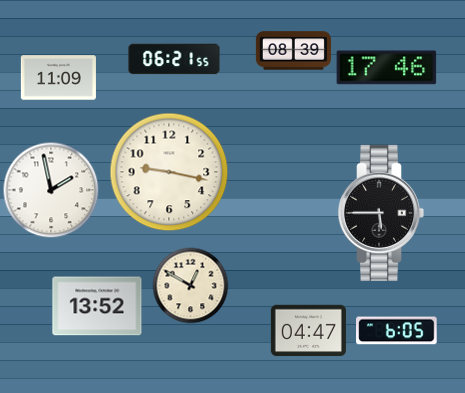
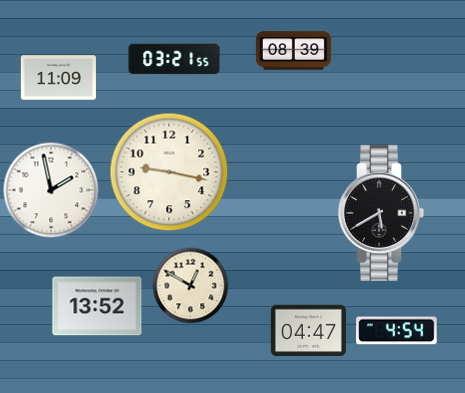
clock at (174, 59): 06:21 -> 03:21
clock at (387, 68): 17:46 -> none
clock at (382, 213): 5:45 -> 5:40
clock at (397, 331): 6:05 -> 4:54
